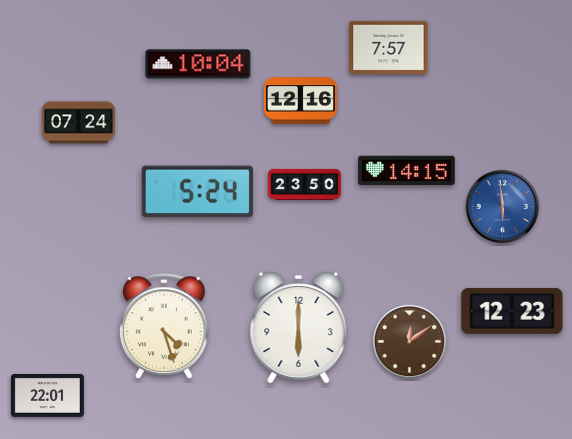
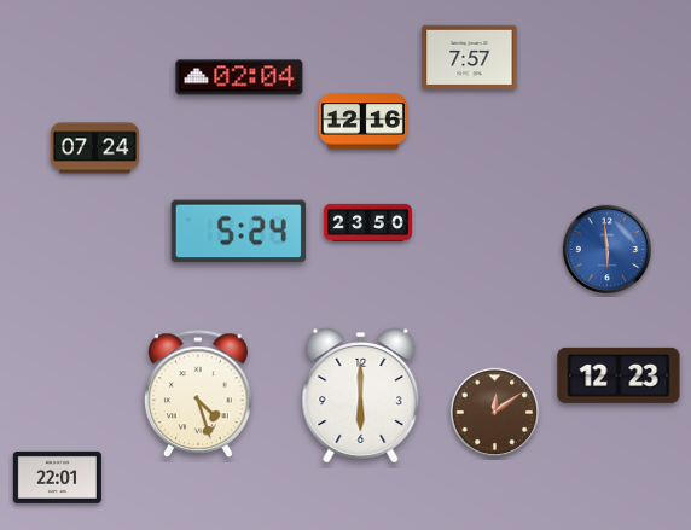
clock at (198, 64): 10:04 -> 02:04
clock at (407, 171): 14:15 -> none
